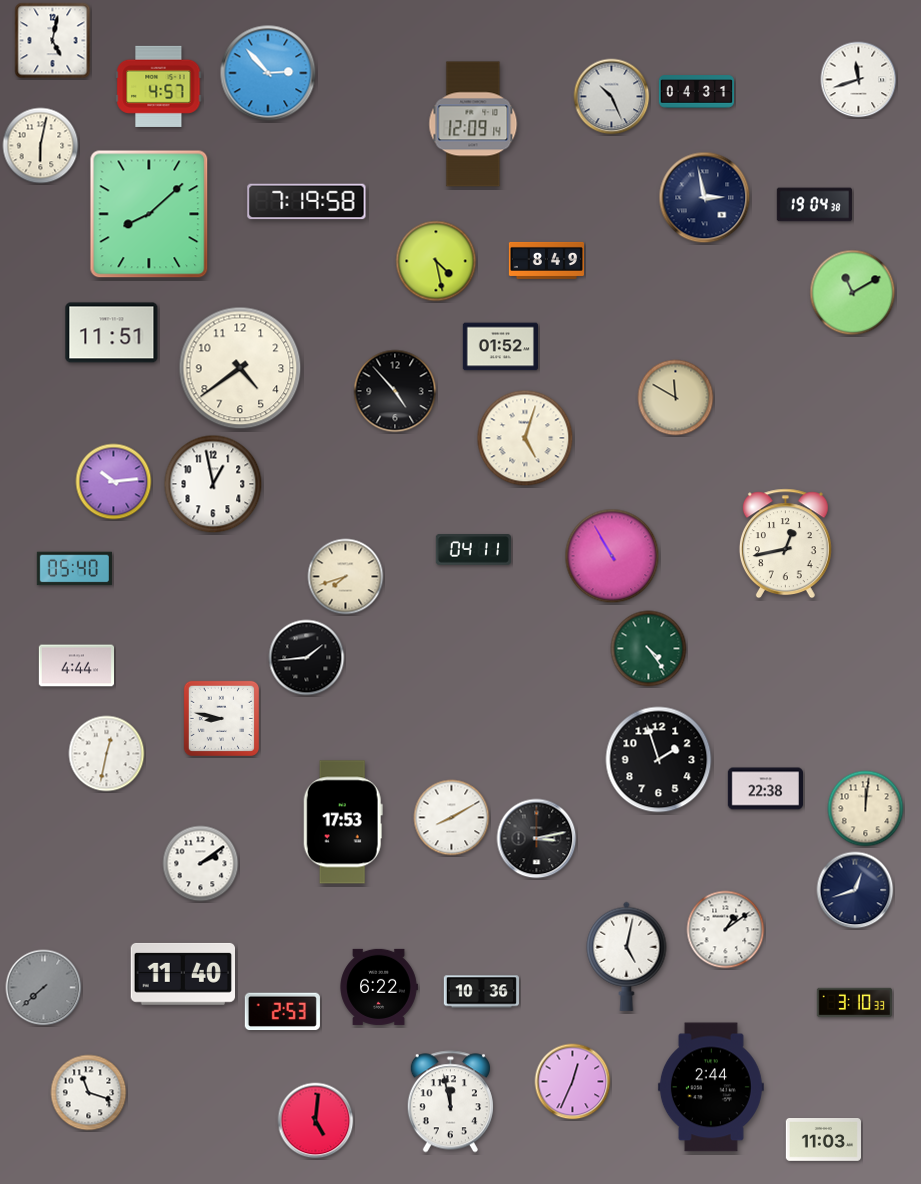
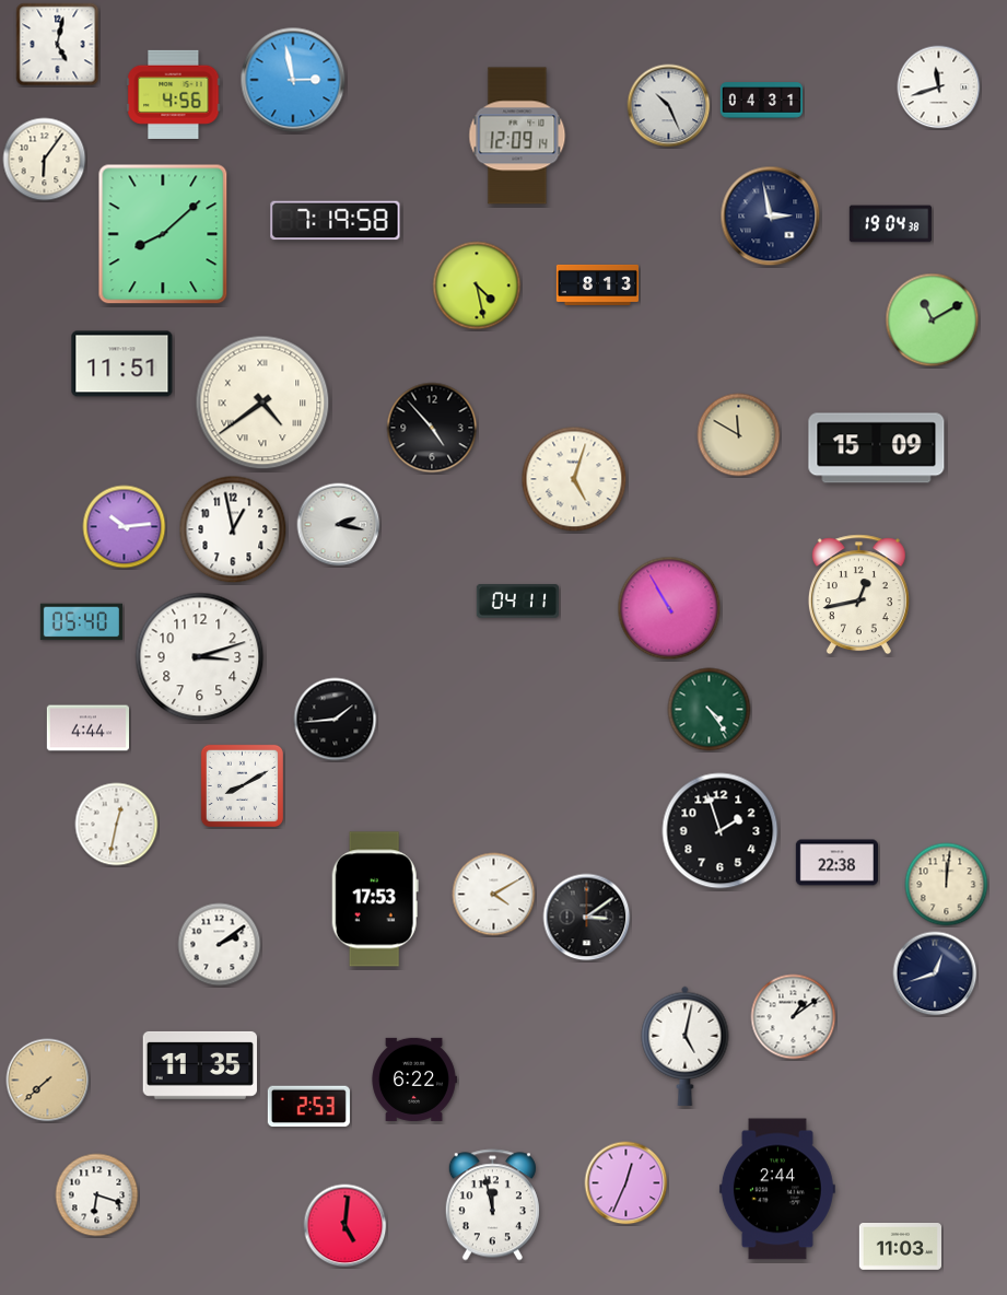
clock at (268, 73): 2:53 -> 2:58
clock at (159, 86): 4:57 -> 4:56
clock at (41, 146): 6:02 -> 6:06
clock at (546, 260): 8:49 -> 8:13
clock at (500, 347): 01:52 -> none
clock at (240, 368) numerals: Arabic -> Roman
clock at (877, 448): none -> 15:09
clock at (339, 525): none -> 2:17
clock at (346, 577): 7:42 -> none
clock at (200, 657): none -> 3:12
clock at (76, 666) position: (76, 666) -> (87, 728)
clock at (221, 718): 8:47 -> 8:10
clock at (452, 818): 8:10 -> 4:10
clock at (537, 839): 3:13 -> 3:09
clock at (182, 974): 11:40 -> 11:35
clock at (44, 988) dial: grey -> champagne
clock at (481, 992): 10:36 -> none
clock at (854, 1003): 3:10 -> none
clock at (89, 1093): 11:18 -> 6:18
